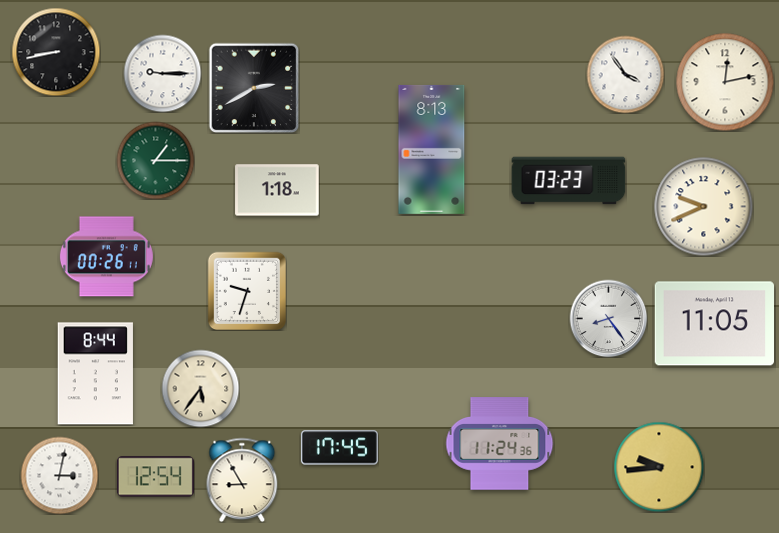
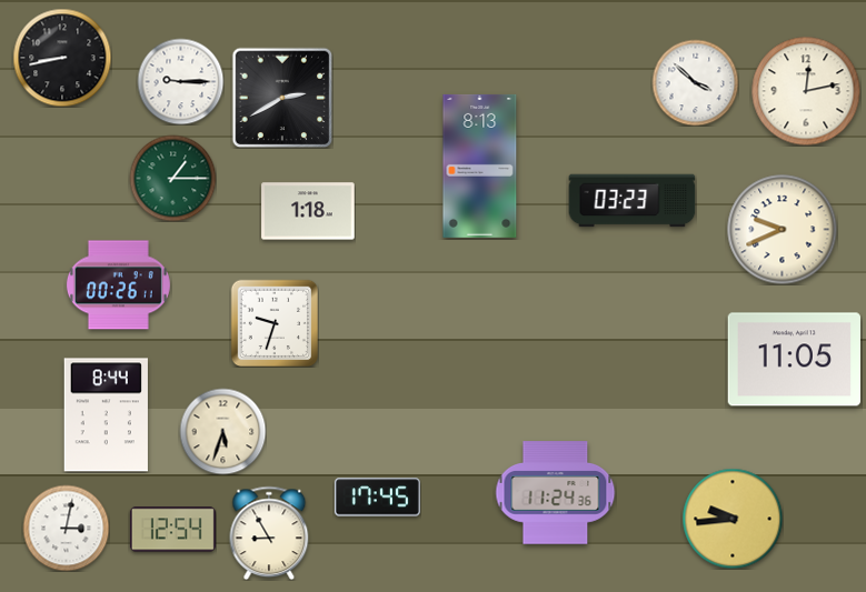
clock at (625, 74): 3:54 -> 3:52
clock at (608, 318): 8:24 -> none
clock at (200, 388): 5:36 -> 5:33
